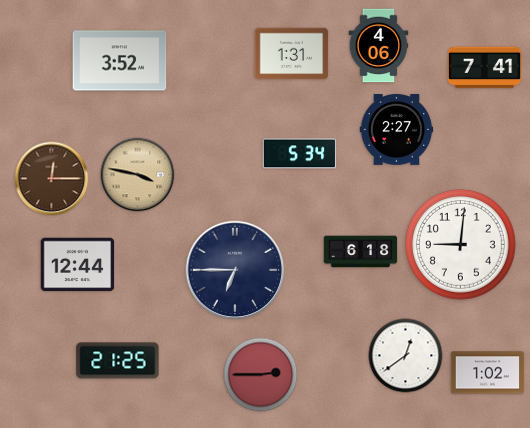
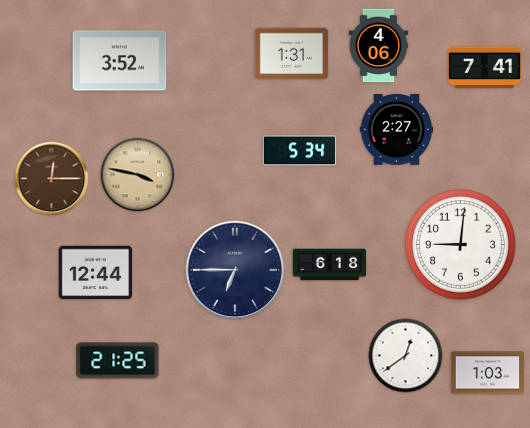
clock at (300, 154) position: (300, 154) -> (300, 151)
clock at (361, 252) position: (361, 252) -> (330, 265)
clock at (78, 265) position: (78, 265) -> (96, 273)
clock at (488, 373): 1:02 -> 1:03
clock at (261, 375): 2:45 -> none
